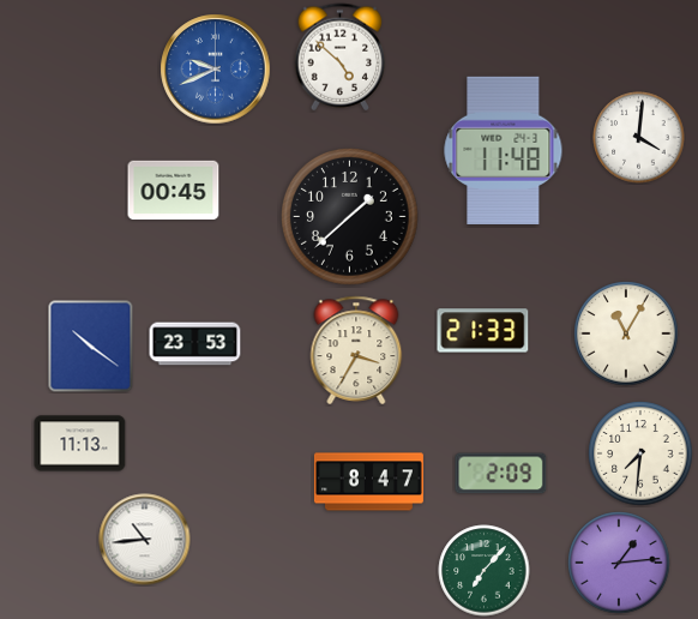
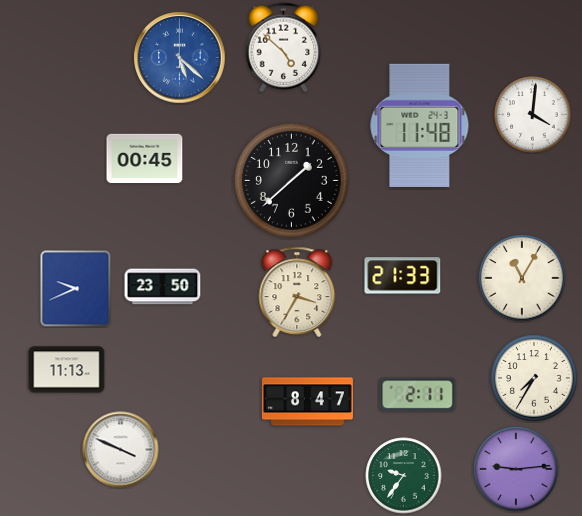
clock at (216, 70): 9:41 -> 5:22
clock at (195, 344): 23:53 -> 23:50
clock at (91, 347): 10:21 -> 9:41
clock at (640, 453): 7:31 -> 7:35
clock at (501, 474): 2:09 -> 2:11
clock at (145, 540): 10:44 -> 3:49
clock at (619, 563): 1:14 -> 9:14
clock at (485, 571): 7:07 -> 9:36
